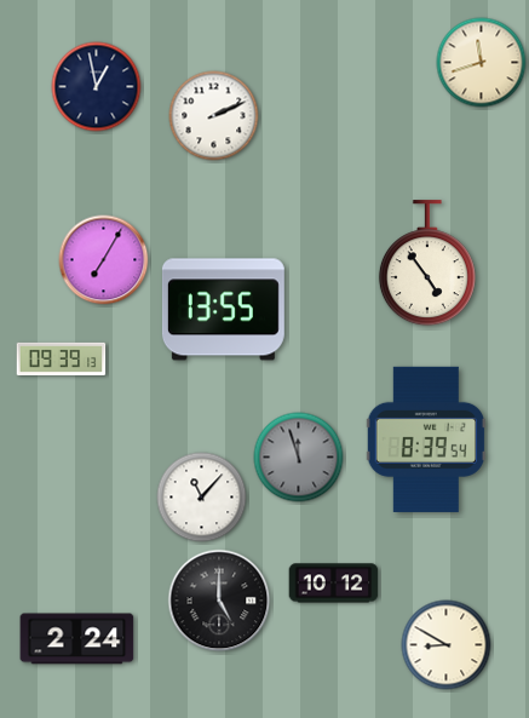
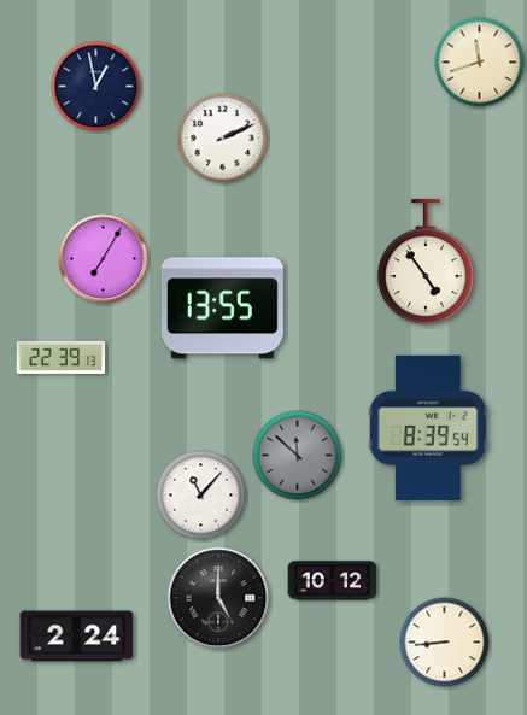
clock at (214, 116) position: (214, 116) -> (223, 139)
clock at (62, 358): 09:39 -> 22:39
clock at (426, 440) position: (426, 440) -> (428, 428)
clock at (299, 458): 11:57 -> 11:52
clock at (447, 645): 8:50 -> 8:44
